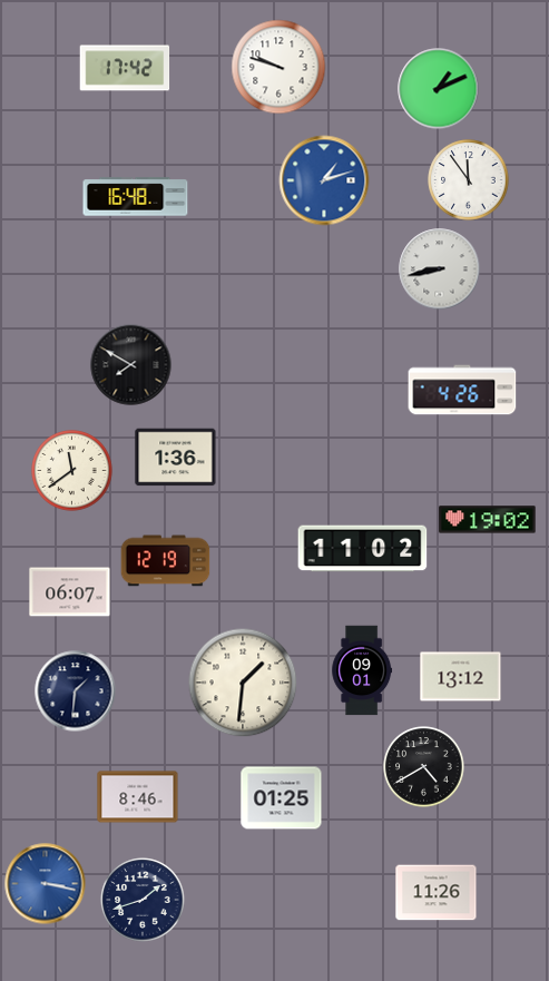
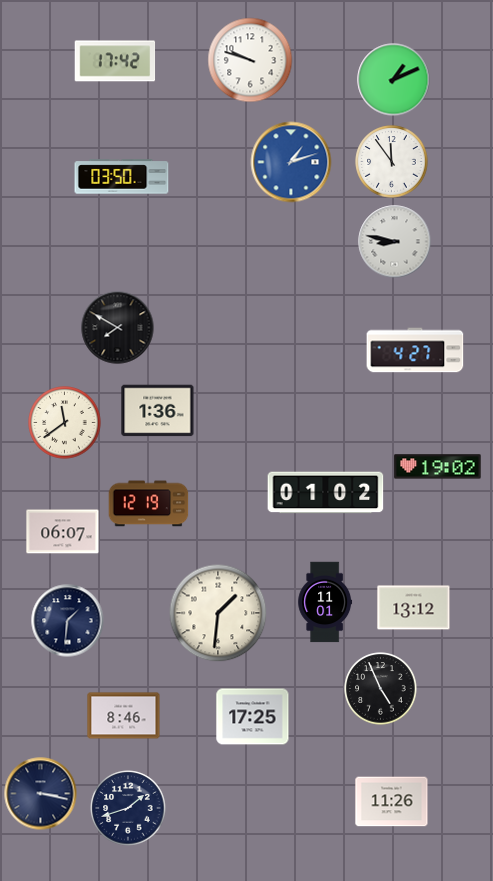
clock at (125, 68) position: (125, 68) -> (115, 61)
clock at (469, 180) position: (469, 180) -> (392, 162)
clock at (136, 197): 16:48 -> 03:50
clock at (440, 269): 8:43 -> 8:47
clock at (462, 390): 4:26 -> 4:27
clock at (363, 549): 11:02 -> 01:02
clock at (362, 670): 09:01 -> 11:01
clock at (424, 767): 4:40 -> 4:56
clock at (282, 798): 01:25 -> 17:25
clock at (46, 884) dial: blue -> navy
